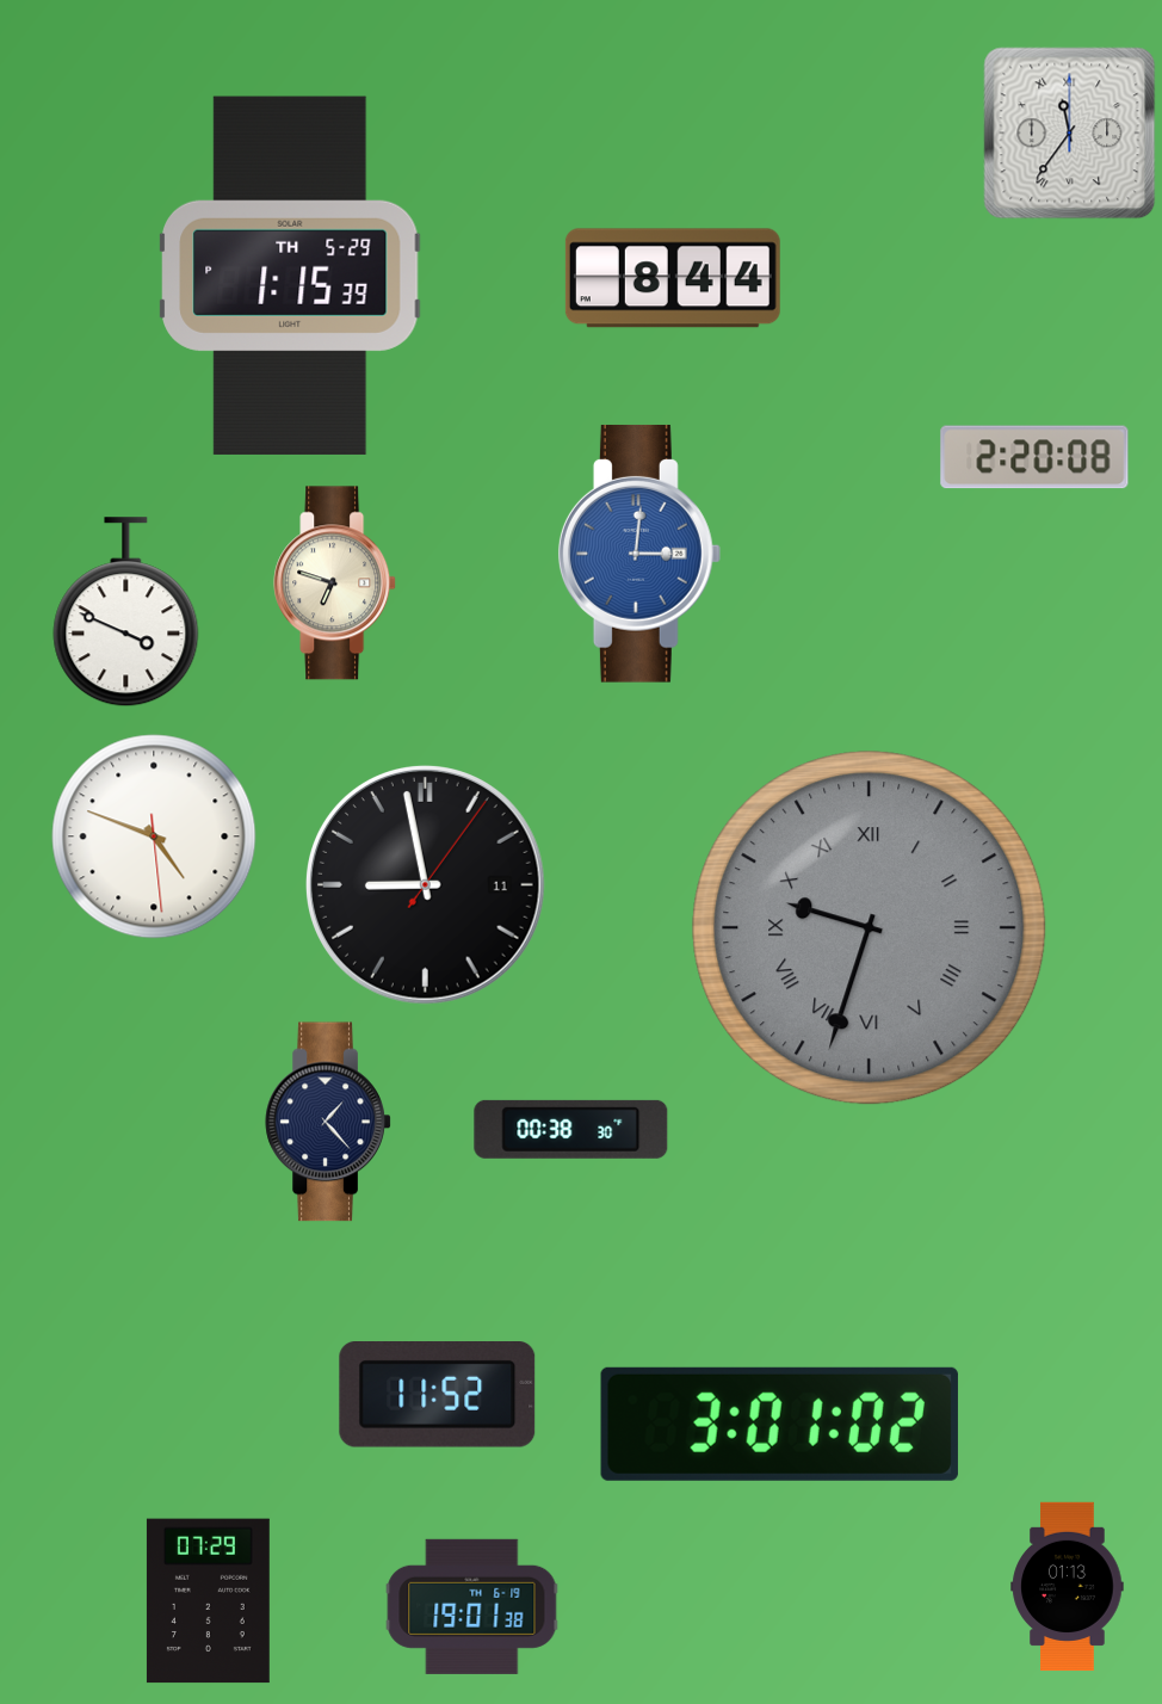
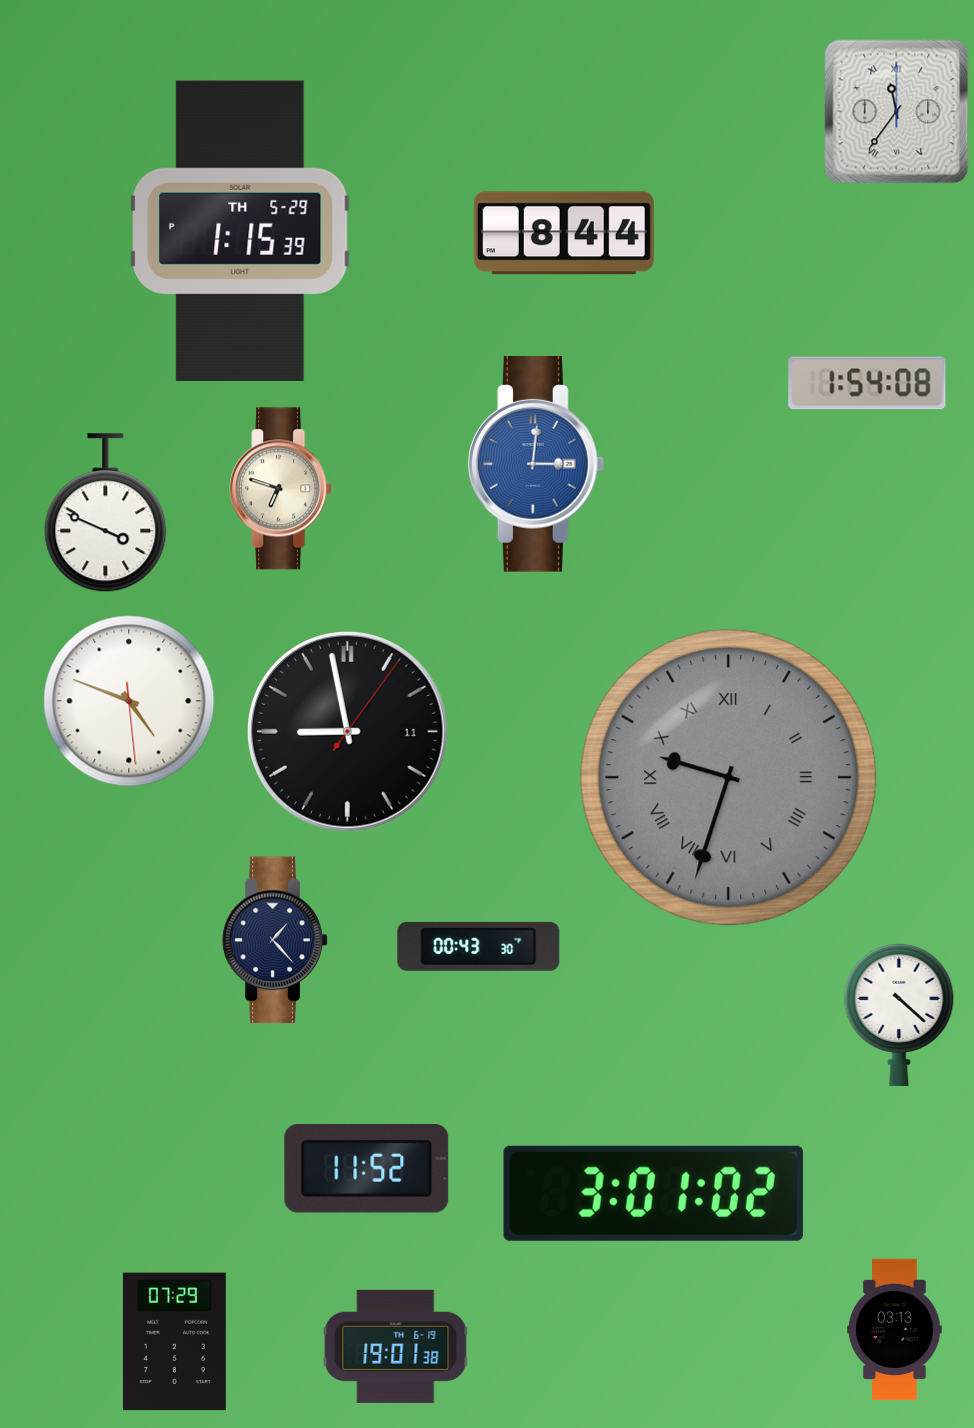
clock at (290, 276) position: (290, 276) -> (240, 231)
clock at (1034, 457): 2:20 -> 1:54
clock at (426, 885) position: (426, 885) -> (348, 732)
clock at (571, 1129): 00:38 -> 00:43
clock at (899, 1014): none -> 4:22
clock at (1068, 1587): 01:13 -> 03:13
